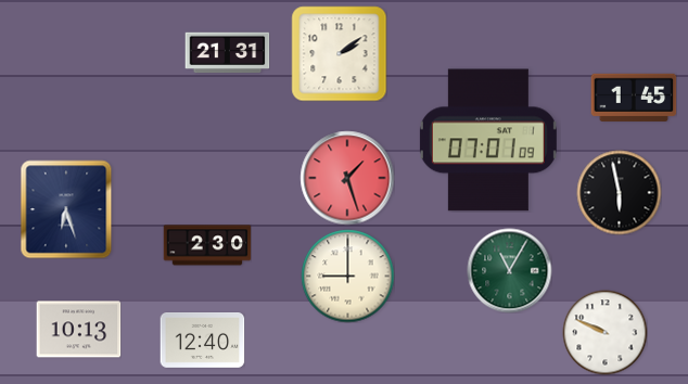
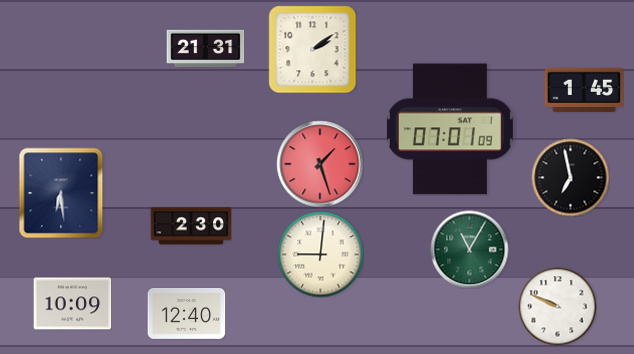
clock at (227, 53) position: (227, 53) -> (205, 49)
clock at (619, 192): 5:58 -> 6:58
clock at (66, 209): 6:27 -> 6:29
clock at (347, 276): 9:00 -> 9:01
clock at (78, 330): 10:13 -> 10:09
